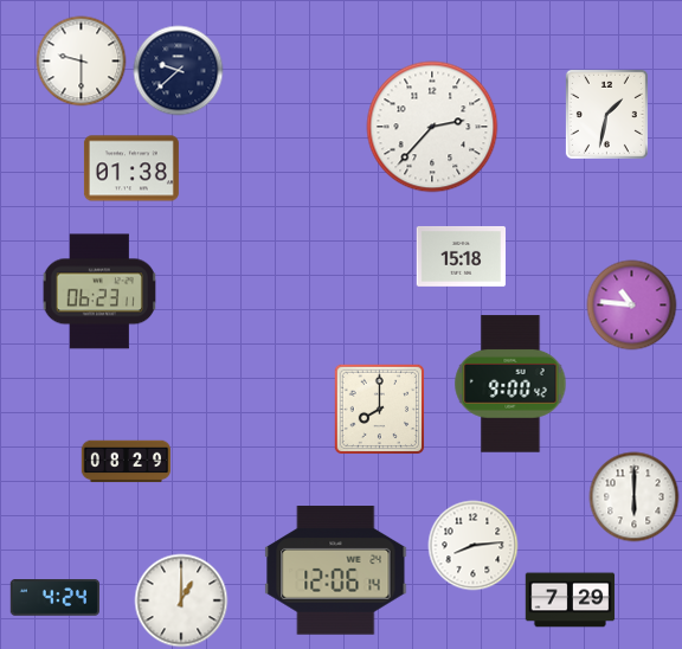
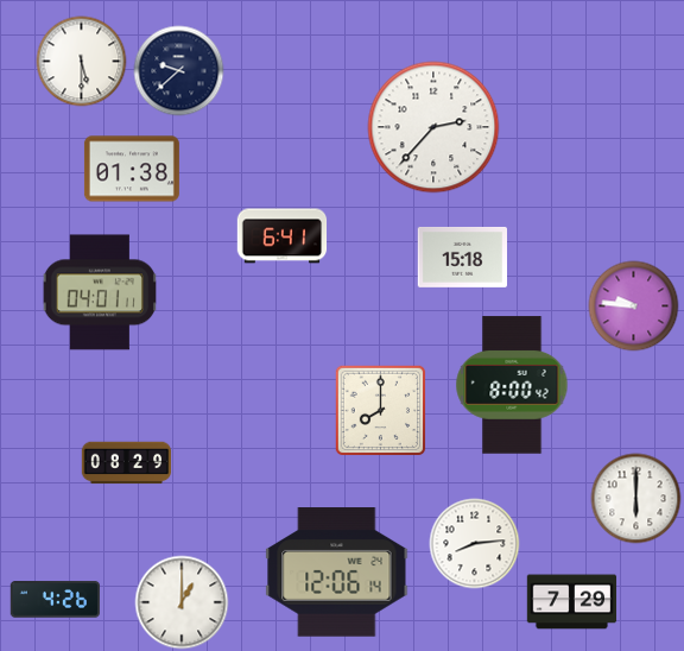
clock at (82, 62): 9:30 -> 5:30
clock at (606, 114): 1:32 -> none
clock at (283, 236): none -> 6:41
clock at (98, 291): 06:23 -> 04:01
clock at (632, 306): 10:46 -> 9:46
clock at (510, 384): 9:00 -> 8:00
clock at (474, 546) position: (474, 546) -> (475, 544)
clock at (56, 598): 4:24 -> 4:26
